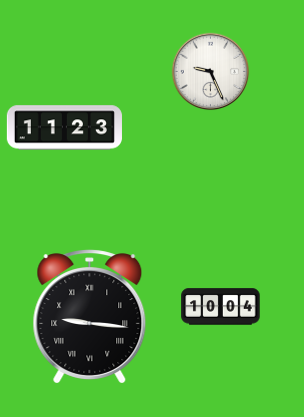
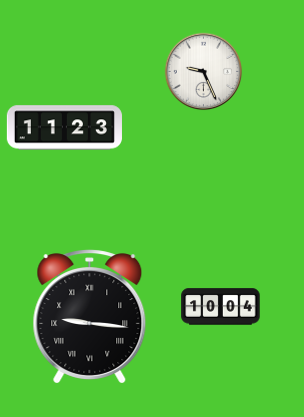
clock at (211, 72) position: (211, 72) -> (204, 72)
